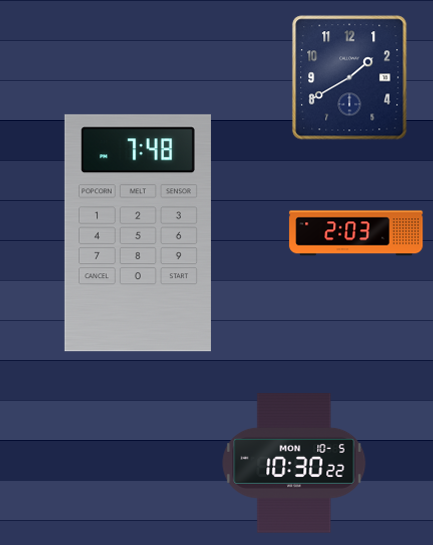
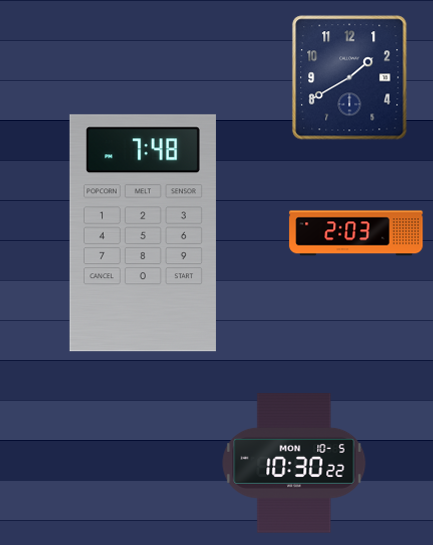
clock at (138, 233) position: (138, 233) -> (143, 233)
